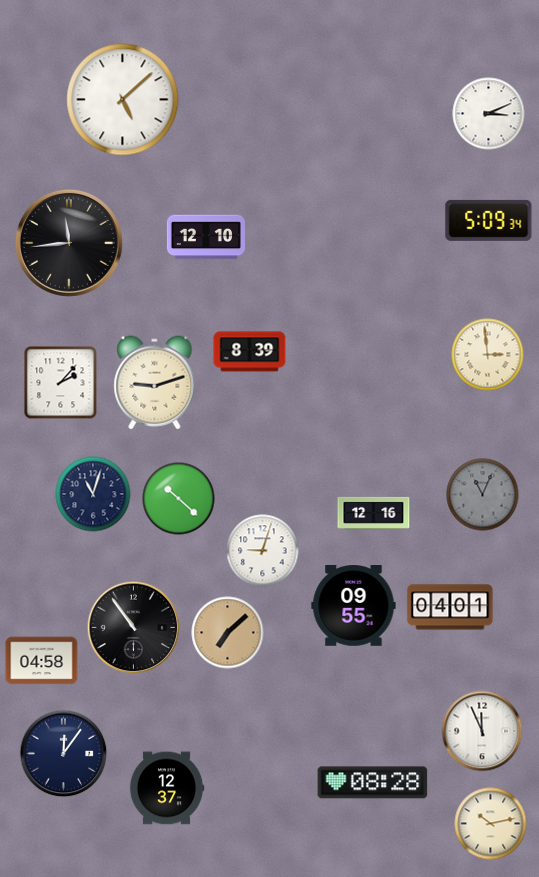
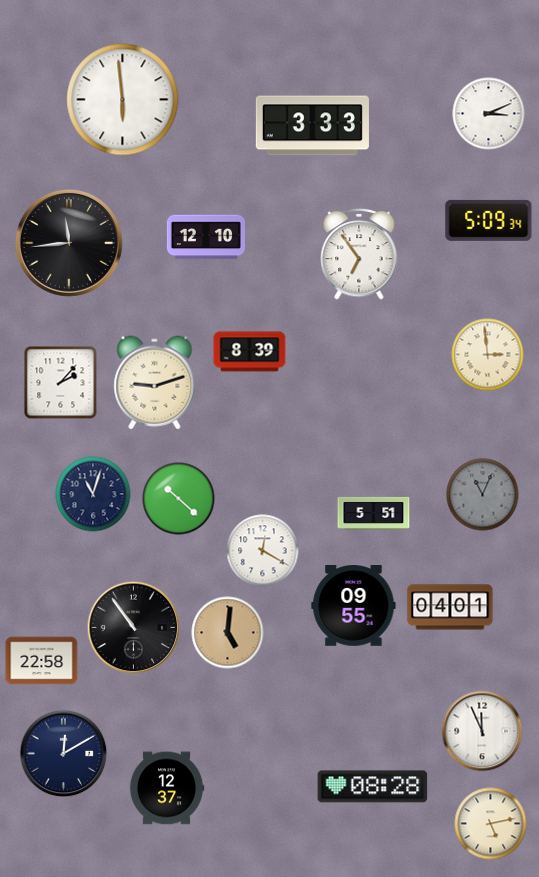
clock at (123, 100): 5:08 -> 5:59
clock at (312, 126): none -> 3:33
clock at (359, 254): none -> 6:54
clock at (374, 513): 12:16 -> 5:51
clock at (263, 551): 9:03 -> 12:20
clock at (228, 633): 7:08 -> 5:01
clock at (42, 661): 04:58 -> 22:58
clock at (64, 754): 12:06 -> 12:10
clock at (373, 783) position: (373, 783) -> (373, 787)
clock at (491, 824): 10:13 -> 5:13
